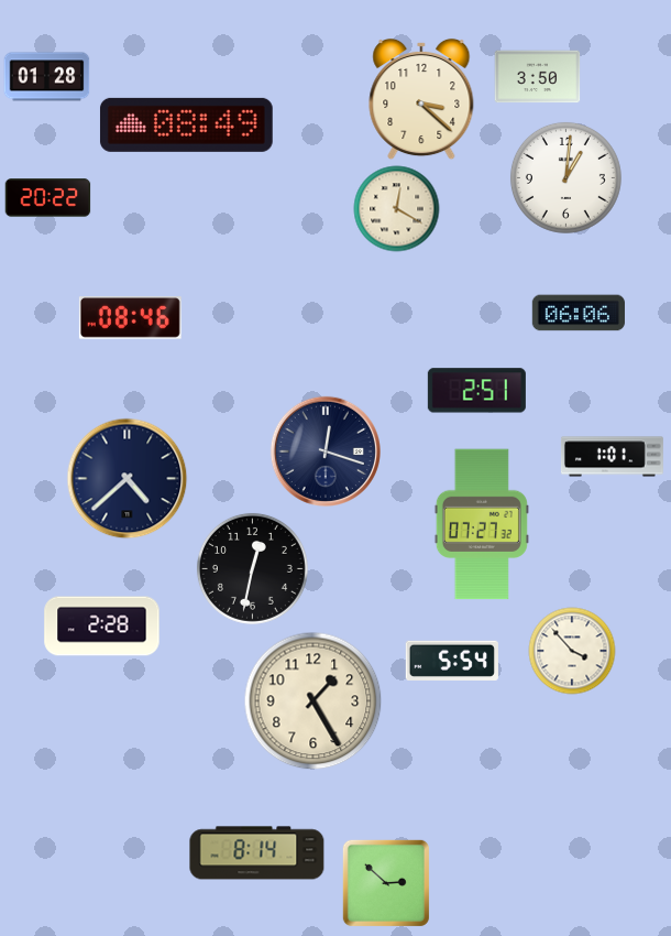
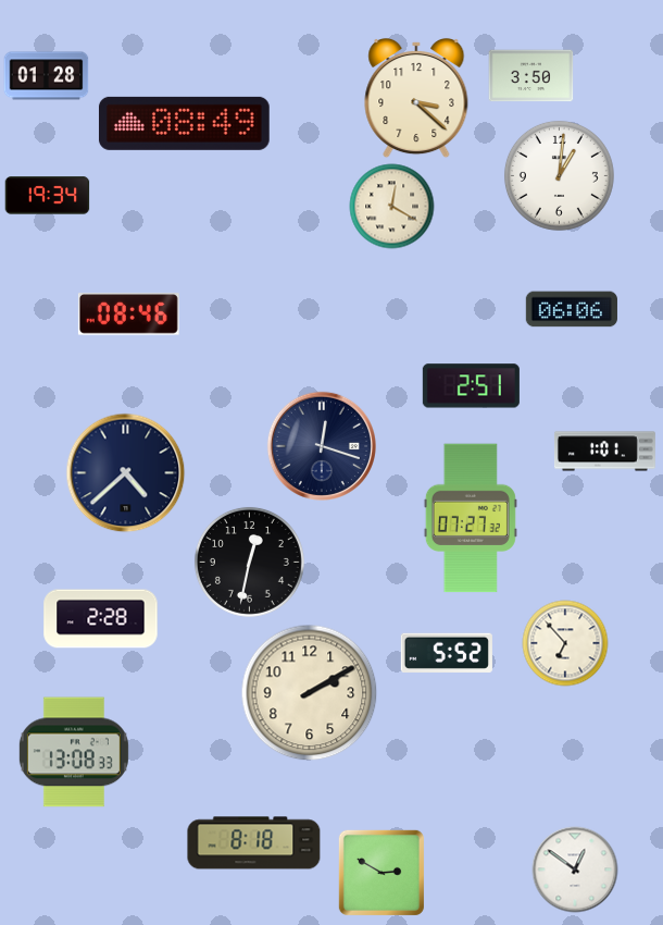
clock at (47, 198): 20:22 -> 19:34
clock at (482, 524) position: (482, 524) -> (471, 518)
clock at (572, 651): 3:53 -> 6:53
clock at (452, 661): 5:54 -> 5:52
clock at (312, 700): 1:25 -> 2:10
clock at (74, 752): none -> 13:08
clock at (257, 853): 8:14 -> 8:18
clock at (575, 869): none -> 12:51
clock at (386, 883): 2:52 -> 2:50
